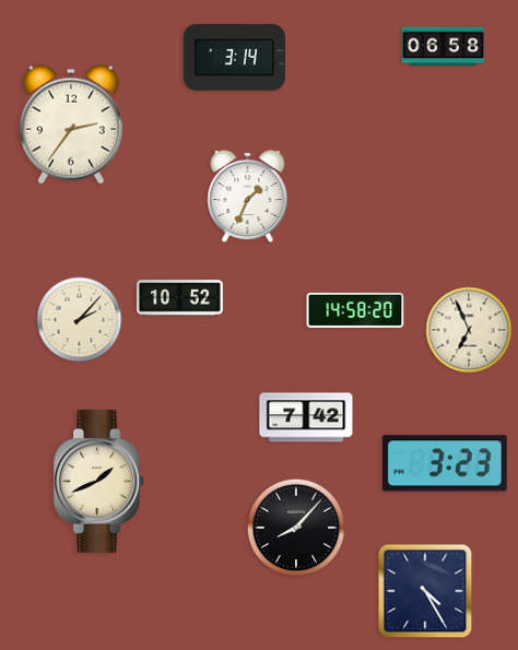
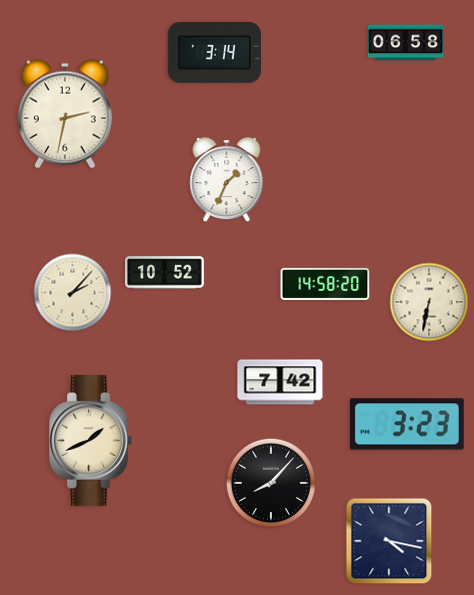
clock at (71, 125): 2:36 -> 2:32
clock at (469, 330): 6:56 -> 6:32
clock at (425, 591): 4:25 -> 4:17
